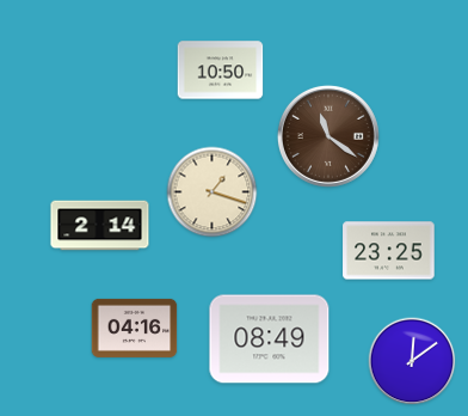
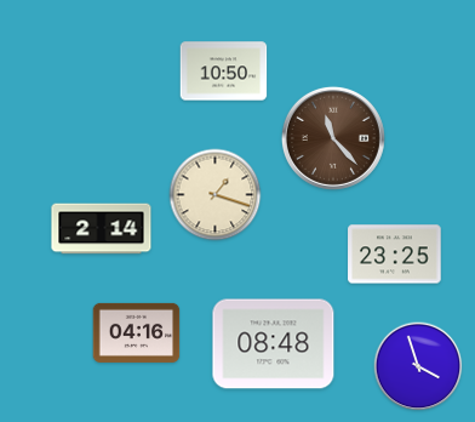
clock at (328, 136): 11:21 -> 11:23
clock at (270, 339): 08:49 -> 08:48
clock at (412, 361): 12:09 -> 3:57
